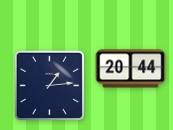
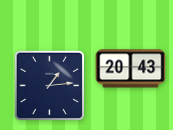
clock at (131, 69): 20:44 -> 20:43
